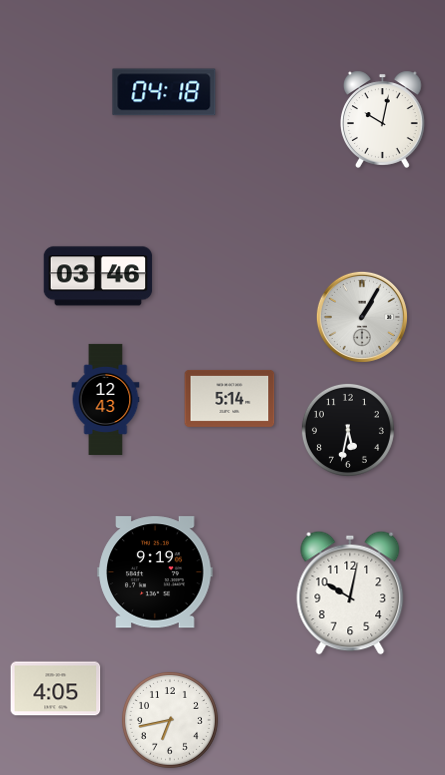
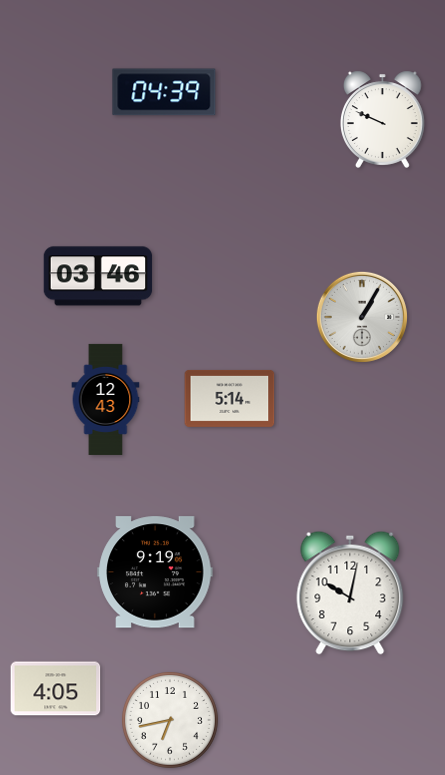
clock at (164, 92): 04:18 -> 04:39
clock at (383, 119): 10:02 -> 9:49
clock at (348, 430): 5:32 -> none
